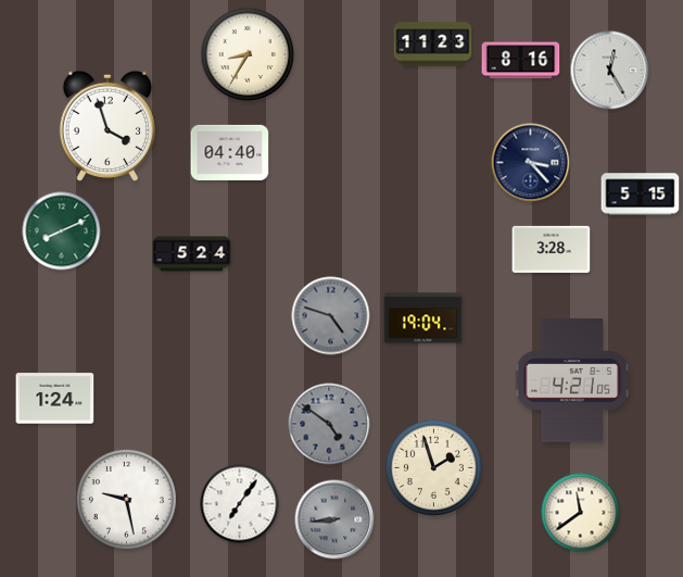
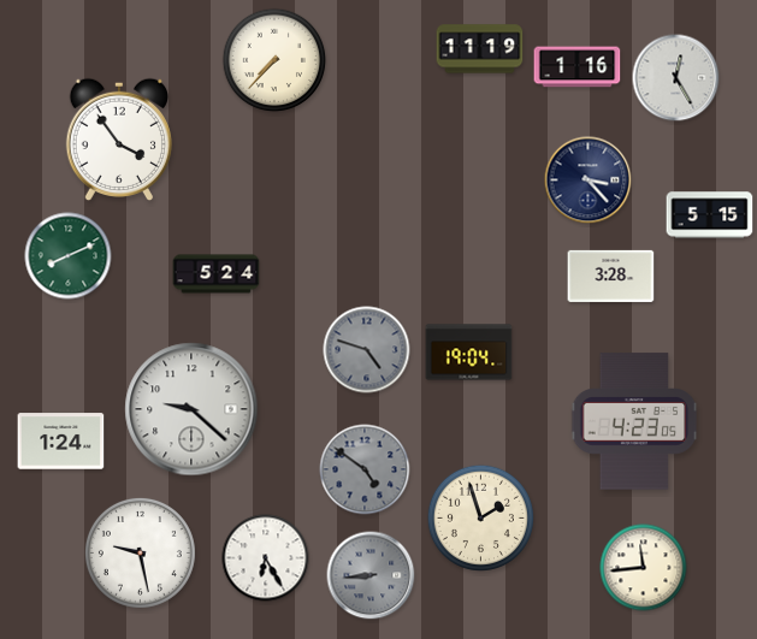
clock at (433, 45): 11:23 -> 11:19
clock at (248, 54): 8:35 -> 7:37
clock at (521, 61): 8:16 -> 1:16
clock at (106, 125): 3:57 -> 3:54
clock at (230, 152): 04:40 -> none
clock at (192, 254) position: (192, 254) -> (217, 274)
clock at (191, 409): none -> 9:22
clock at (572, 380): 4:21 -> 4:23
clock at (240, 504): 7:06 -> 6:25
clock at (581, 513): 11:39 -> 11:44
